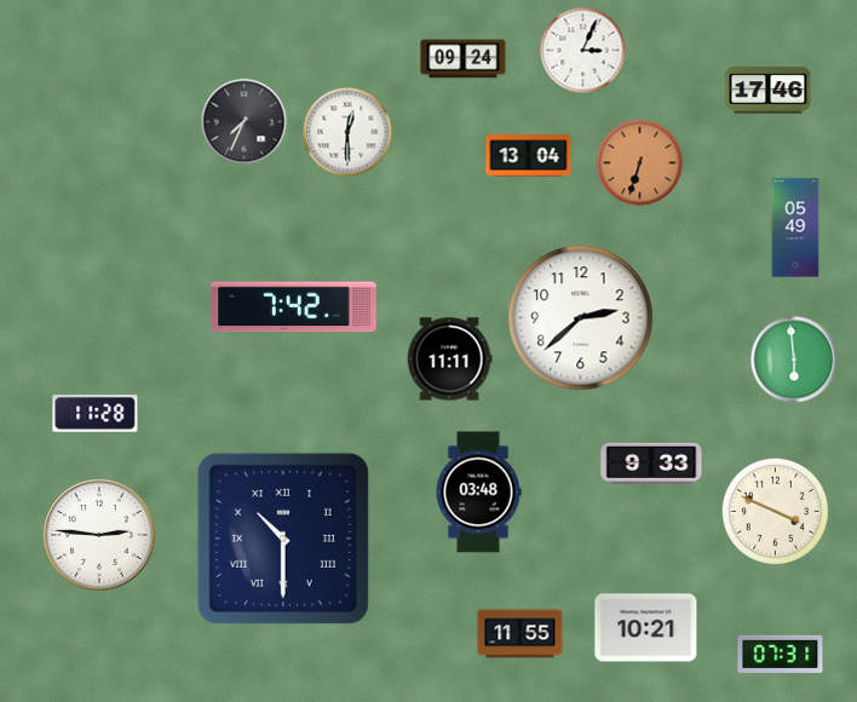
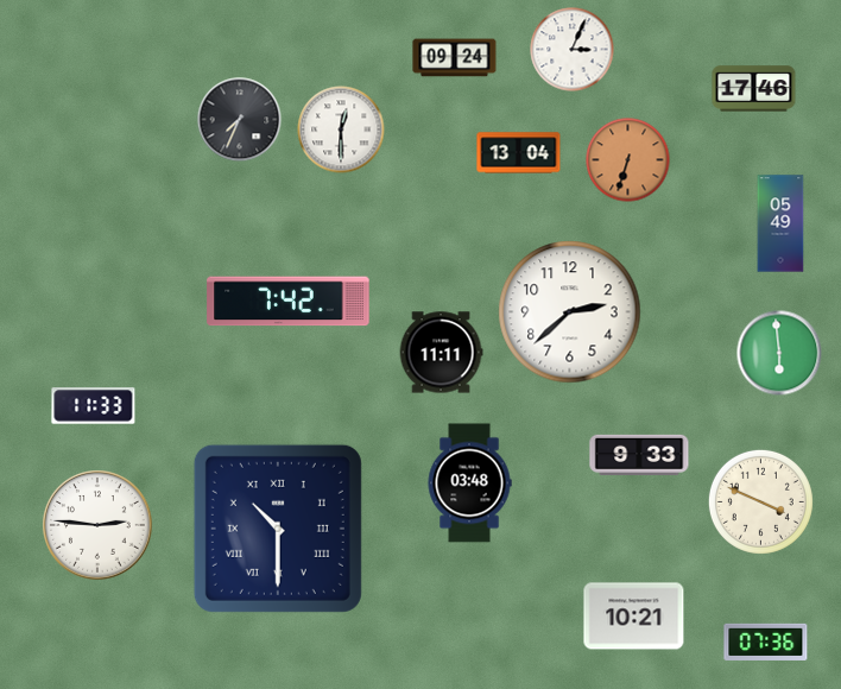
clock at (96, 414): 11:28 -> 11:33
clock at (520, 634): 11:55 -> none
clock at (781, 654): 07:31 -> 07:36
